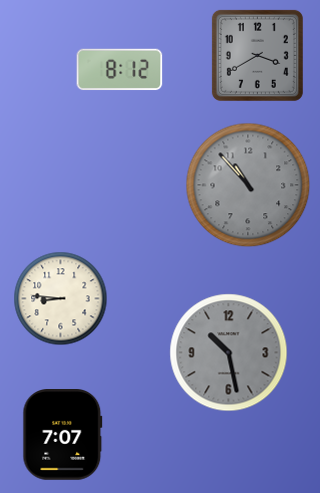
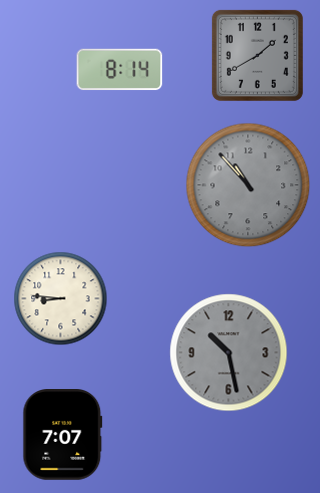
clock at (257, 55): 3:40 -> 1:40
clock at (120, 70): 8:12 -> 8:14
